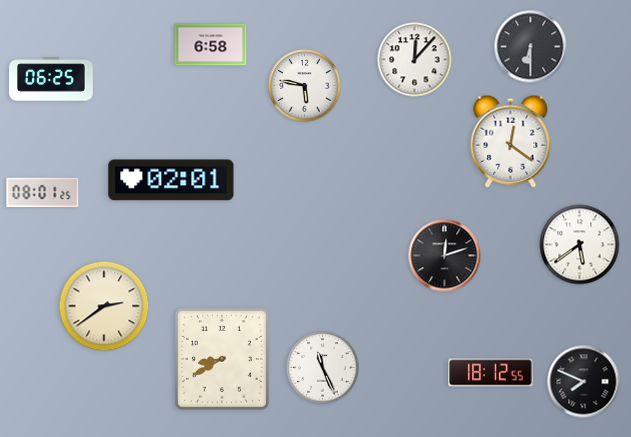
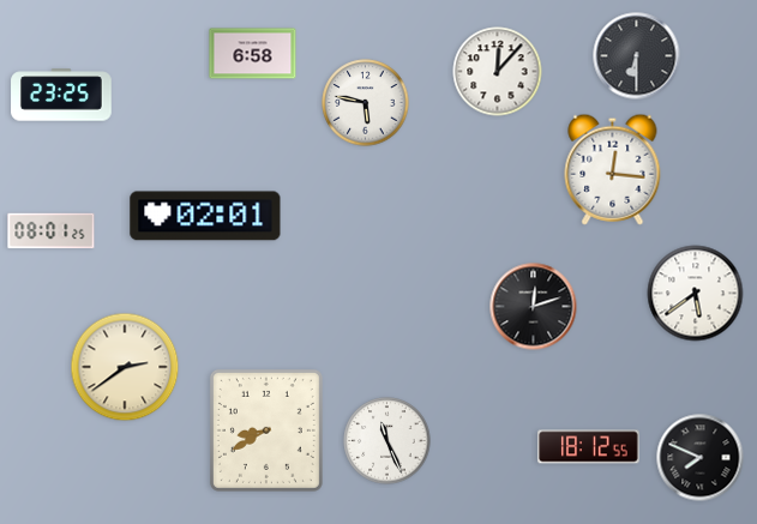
clock at (51, 79): 06:25 -> 23:25
clock at (511, 141): 12:21 -> 12:16
